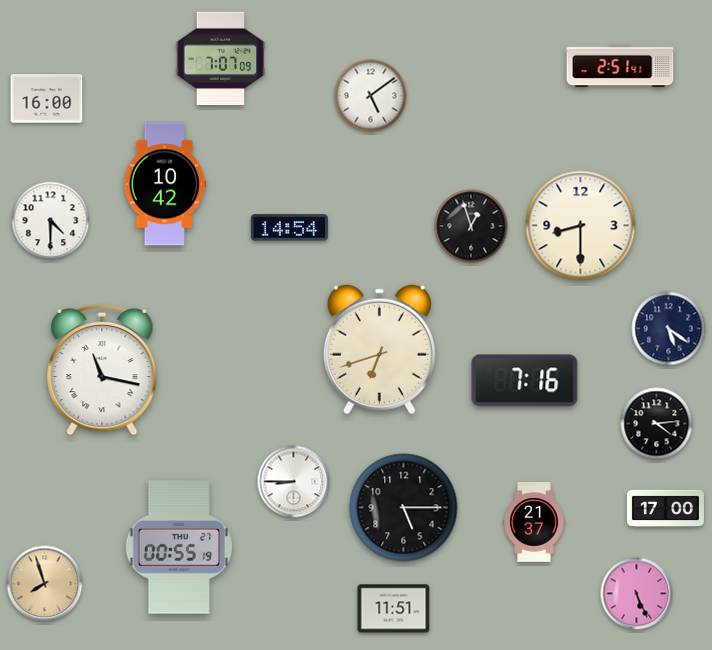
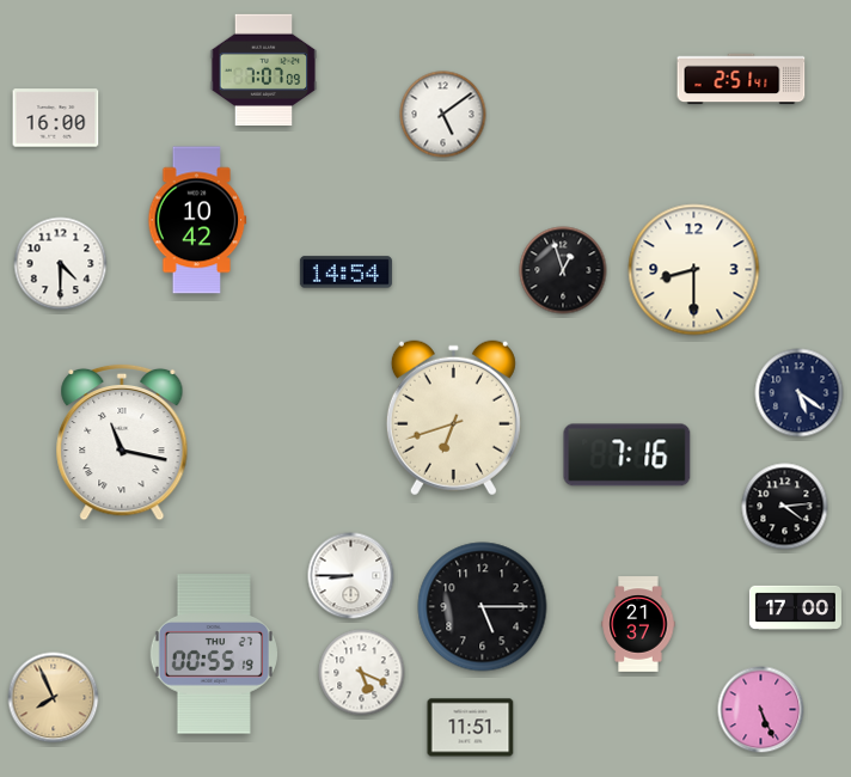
clock at (362, 673): none -> 5:19
clock at (45, 584): 7:57 -> 7:56
